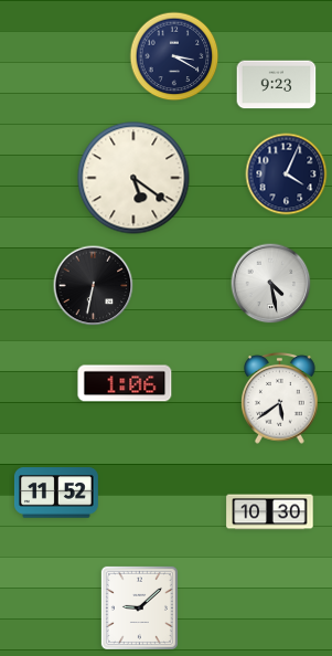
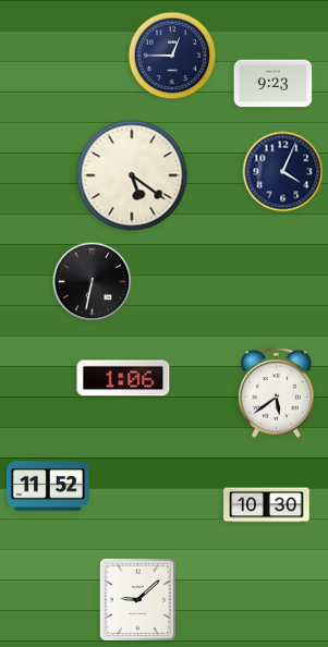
clock at (174, 56): 3:20 -> 12:45
clock at (271, 284): 4:28 -> none
clock at (56, 493) position: (56, 493) -> (48, 486)
